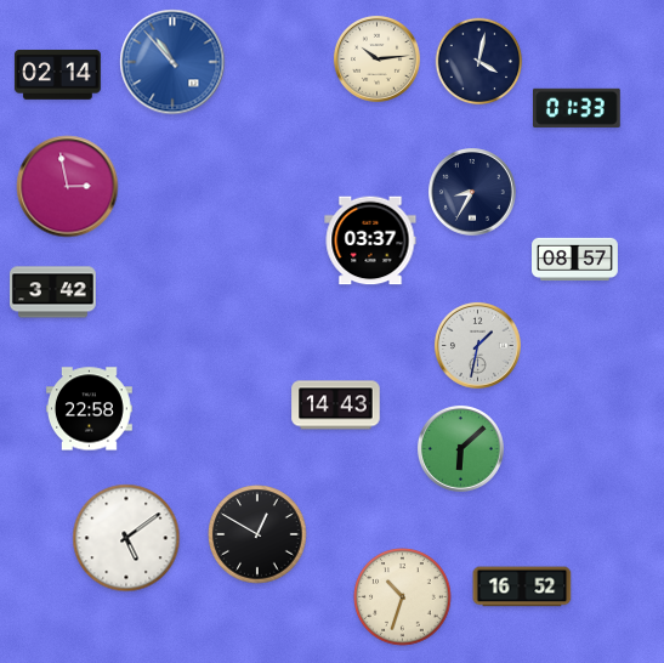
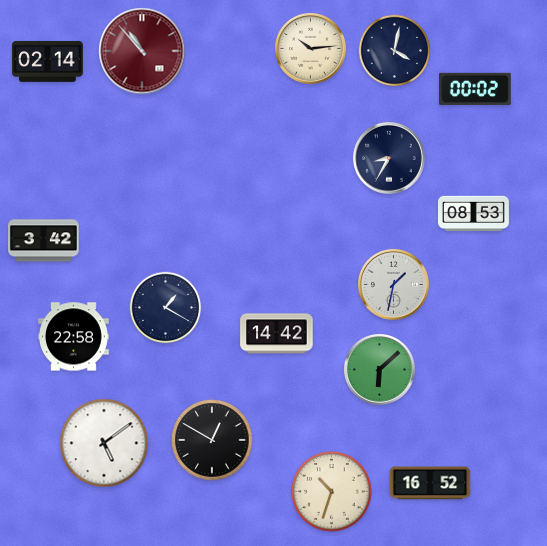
clock at (172, 62) dial: blue -> burgundy
clock at (578, 108): 01:33 -> 00:02
clock at (68, 187): 2:58 -> none
clock at (370, 240): 03:37 -> none
clock at (575, 260): 08:57 -> 08:53
clock at (166, 308): none -> 1:20
clock at (336, 406): 14:43 -> 14:42
